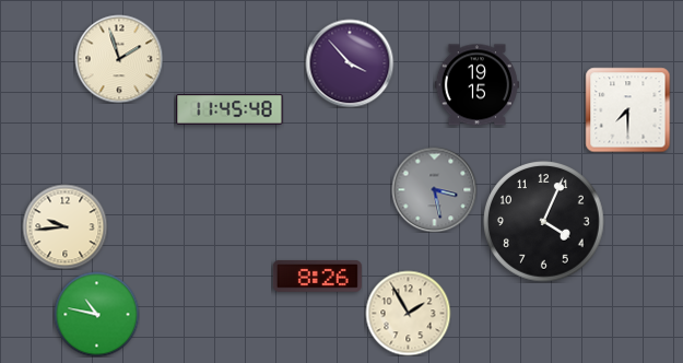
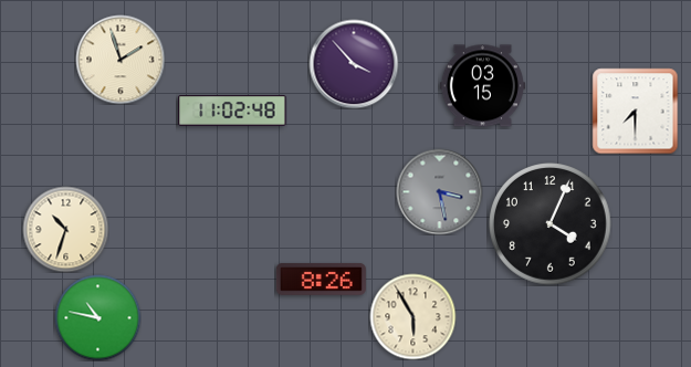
clock at (476, 85): 19:15 -> 03:15
clock at (229, 109): 11:45 -> 11:02
clock at (64, 226): 9:44 -> 10:33
clock at (408, 313): 1:55 -> 5:55
